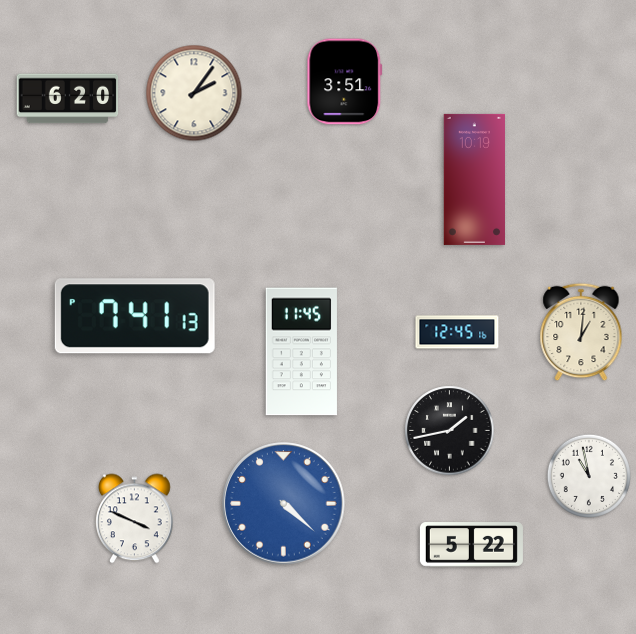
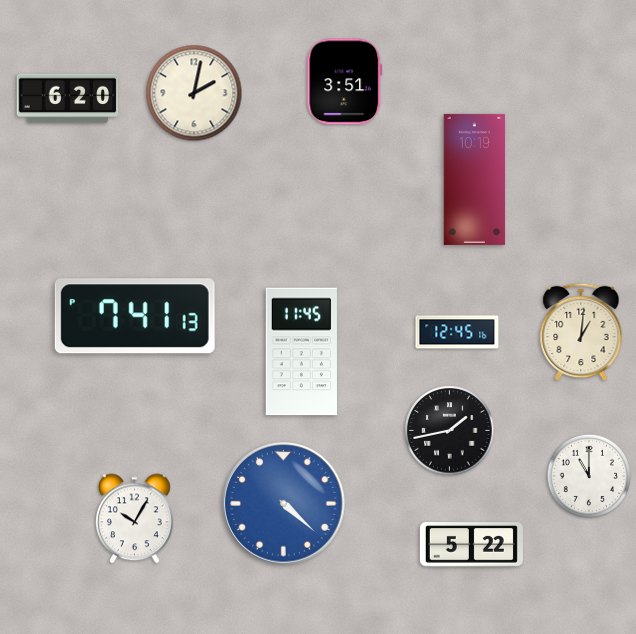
clock at (194, 93): 2:06 -> 2:02
clock at (589, 476): 10:58 -> 11:00
clock at (135, 519): 3:49 -> 10:05
